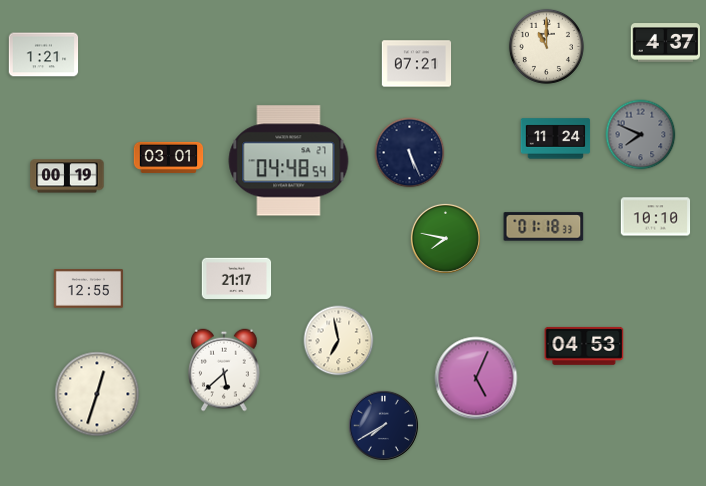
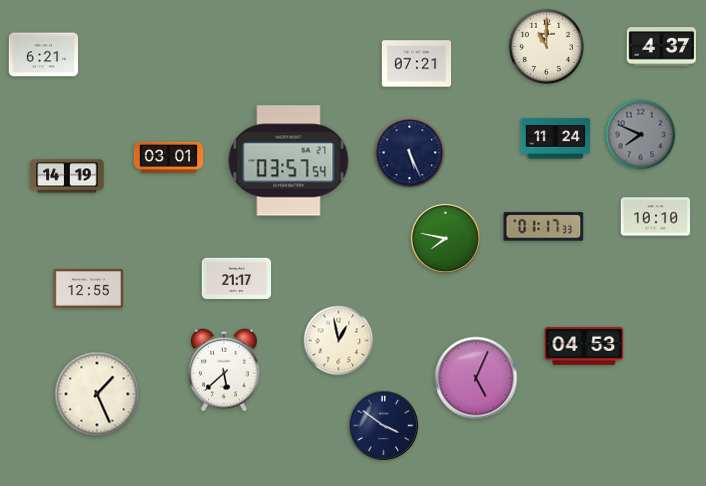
clock at (665, 43) position: (665, 43) -> (661, 47)
clock at (44, 55): 1:21 -> 6:21
clock at (289, 161): 04:48 -> 03:57
clock at (67, 176): 00:19 -> 14:19
clock at (544, 227): 01:18 -> 01:17
clock at (339, 341): 6:58 -> 12:58
clock at (97, 394): 12:33 -> 1:26
clock at (383, 425): 7:40 -> 3:51
